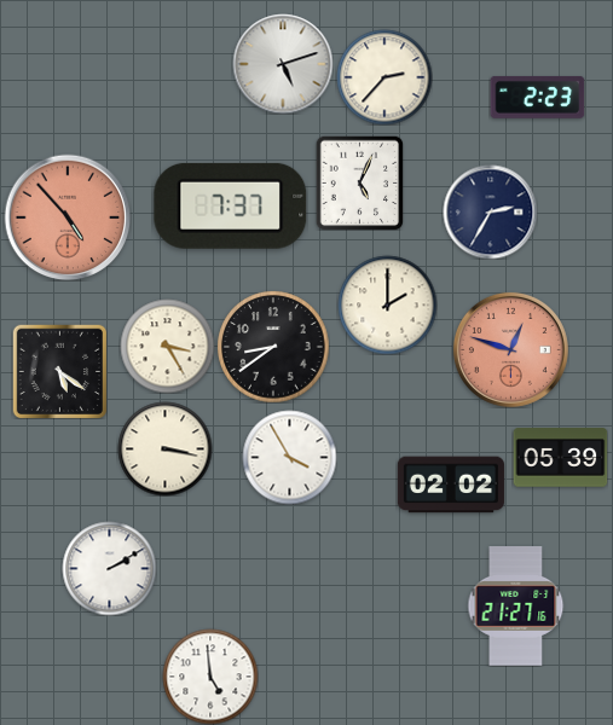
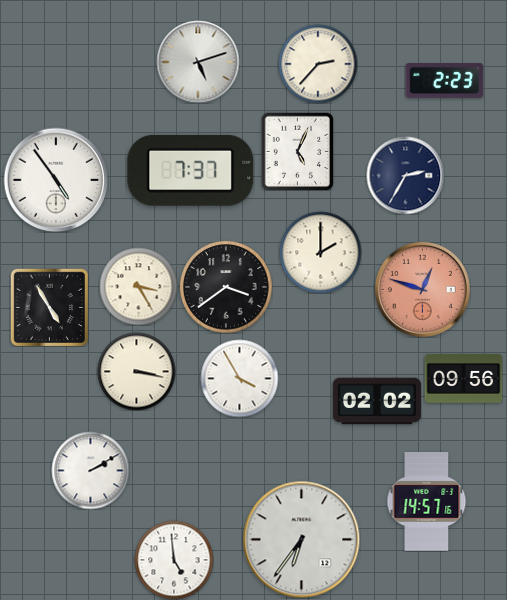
clock at (283, 64) position: (283, 64) -> (198, 62)
clock at (68, 217): 4:53 -> 4:54
clock at (68, 217) dial: salmon -> white
clock at (273, 347): 8:39 -> 3:39
clock at (59, 371): 5:21 -> 4:55
clock at (560, 458): 05:39 -> 09:56
clock at (451, 485) position: (451, 485) -> (377, 401)
clock at (516, 607): 21:27 -> 14:57
clock at (301, 539): none -> 6:36
